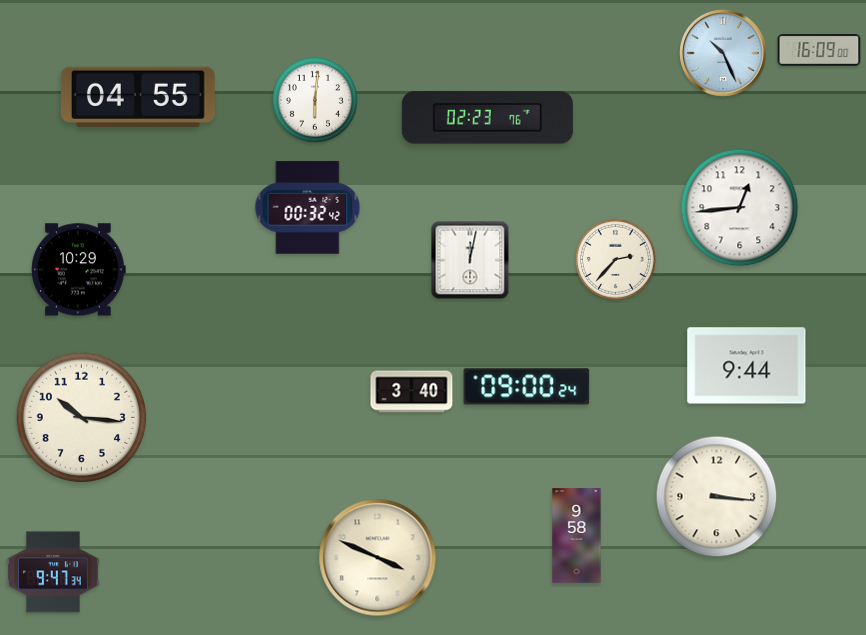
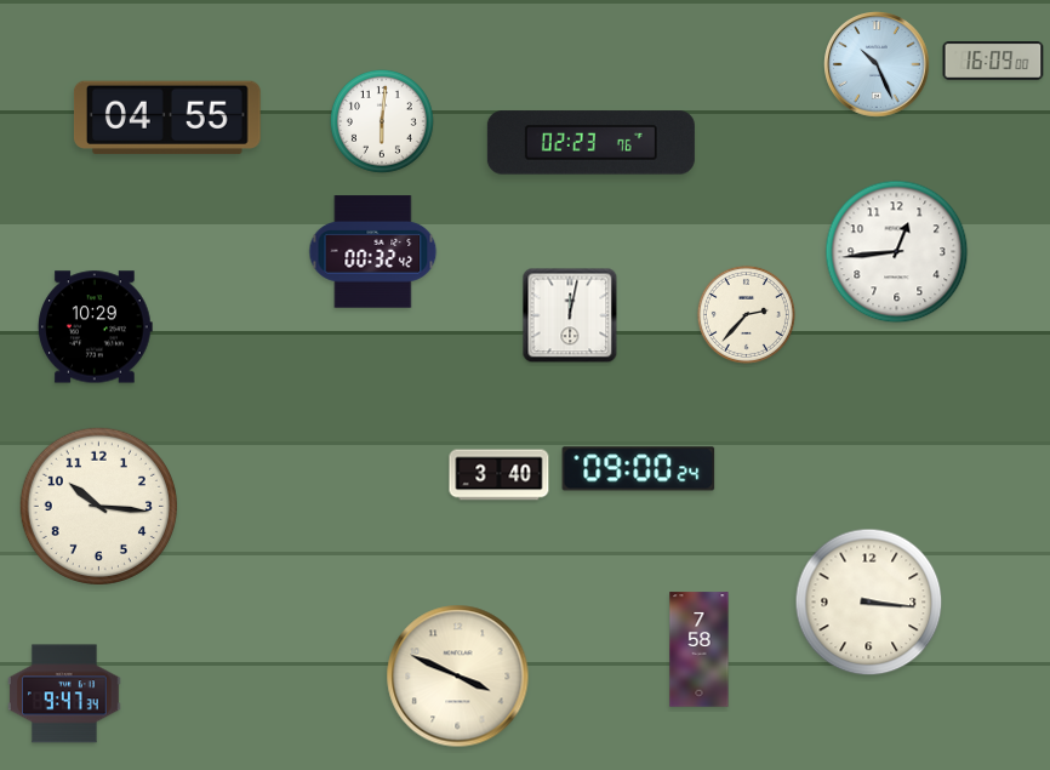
clock at (747, 366): 9:44 -> none
clock at (577, 536): 9:58 -> 7:58
